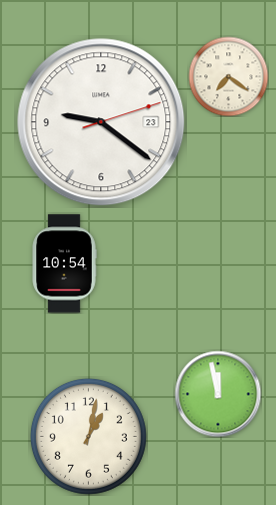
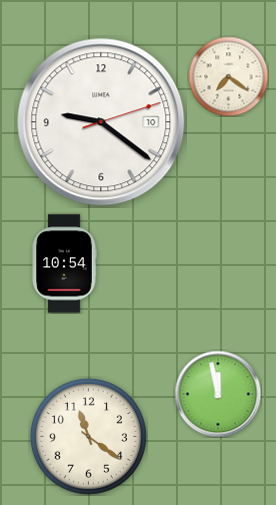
clock at (101, 122) date: 23 -> 10
clock at (88, 436): 1:02 -> 11:21
